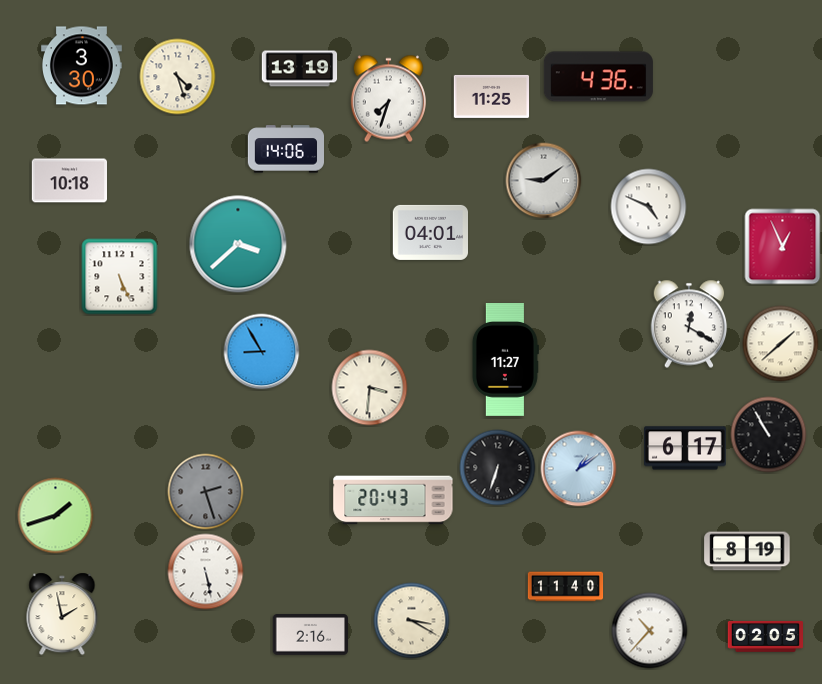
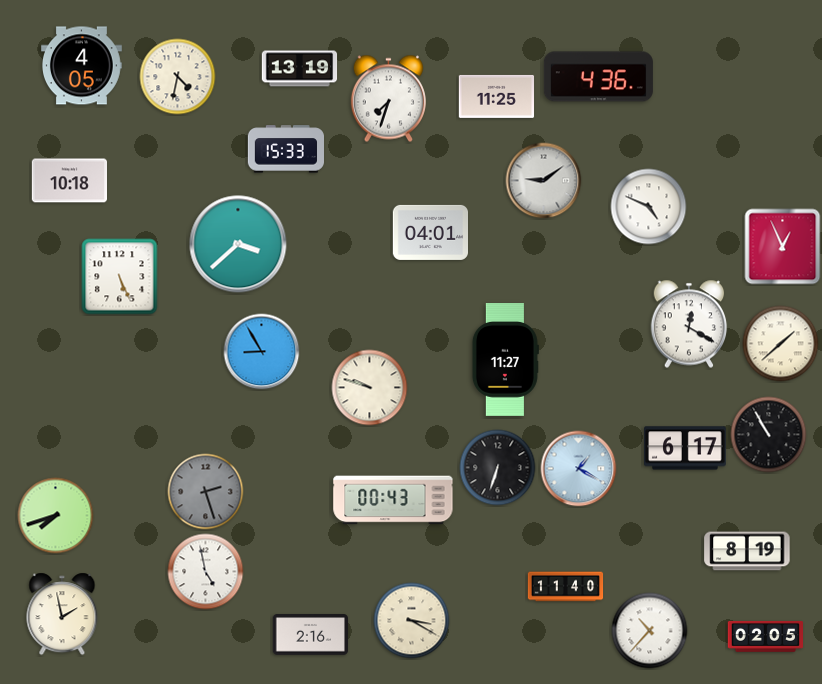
clock at (82, 66): 3:30 -> 4:05
clock at (178, 77): 4:27 -> 4:32
clock at (492, 96) position: (492, 96) -> (497, 96)
clock at (285, 149): 14:06 -> 15:33
clock at (370, 388): 3:31 -> 9:48
clock at (579, 469): 1:09 -> 1:20
clock at (393, 500): 20:43 -> 00:43
clock at (56, 516): 1:42 -> 7:42
clock at (206, 572): 5:28 -> 4:58
